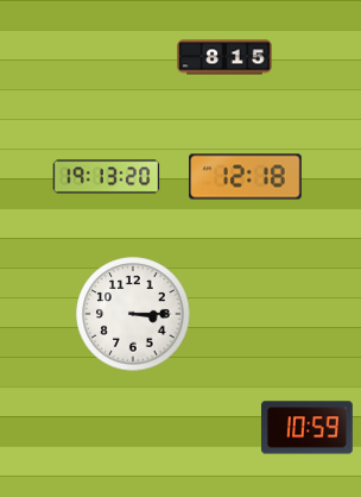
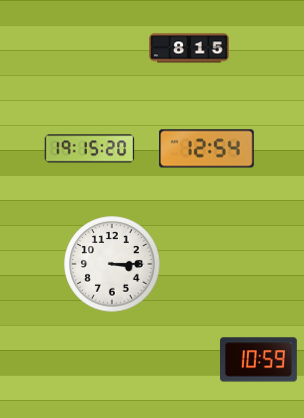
clock at (107, 177): 19:13 -> 19:15
clock at (246, 177): 12:18 -> 12:54
